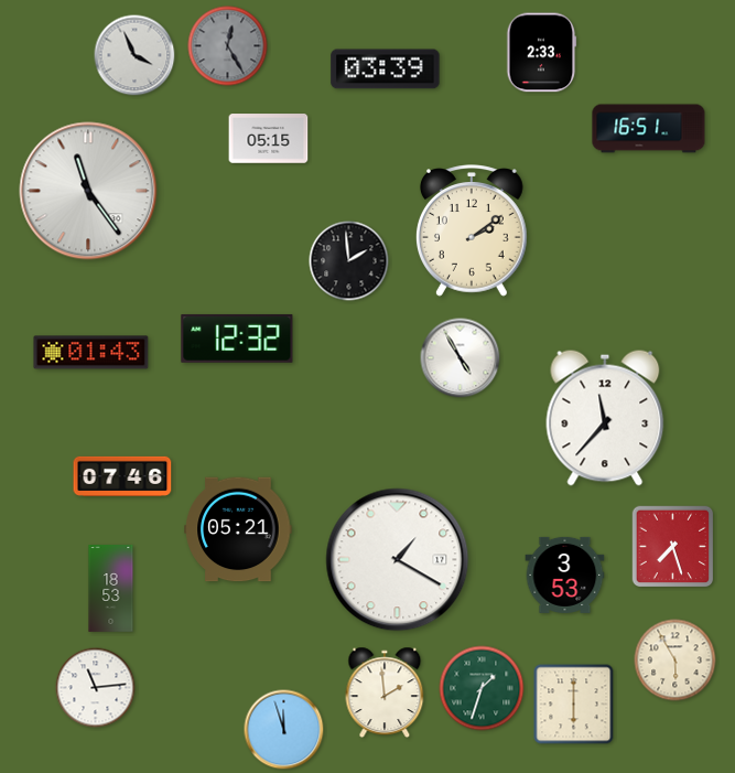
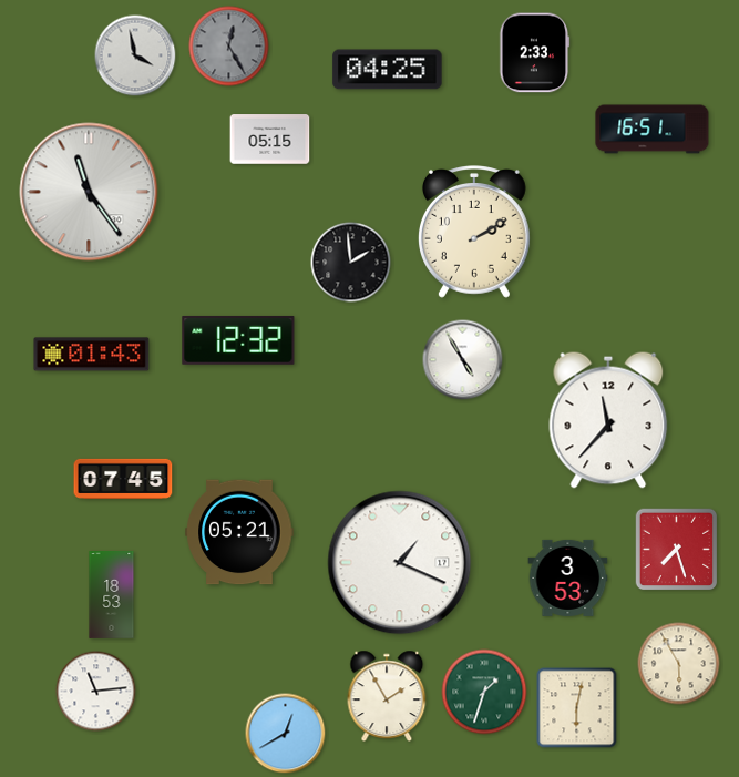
clock at (542, 53) position: (542, 53) -> (535, 53)
clock at (134, 55): 3:56 -> 3:58
clock at (386, 69): 03:39 -> 04:25
clock at (472, 230): 2:09 -> 2:10
clock at (122, 476): 07:46 -> 07:45
clock at (398, 560): 1:20 -> 1:19
clock at (111, 589) position: (111, 589) -> (112, 595)
clock at (385, 693): 1:59 -> 1:55
clock at (574, 705): 6:00 -> 6:02
clock at (284, 730): 11:57 -> 12:40
